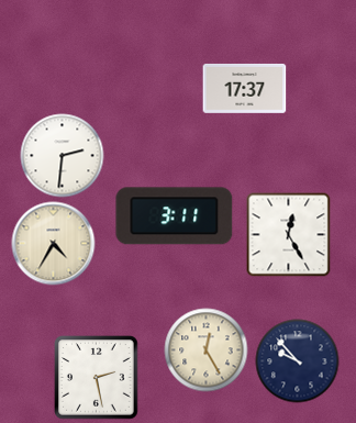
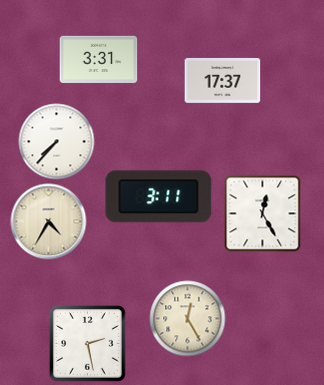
clock at (99, 59): none -> 3:31
clock at (63, 156): 2:31 -> 7:37
clock at (298, 361): 9:53 -> none
